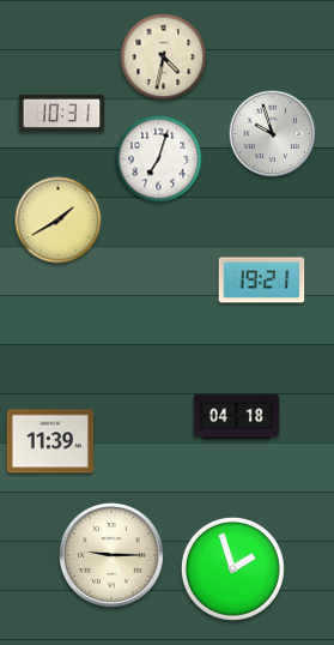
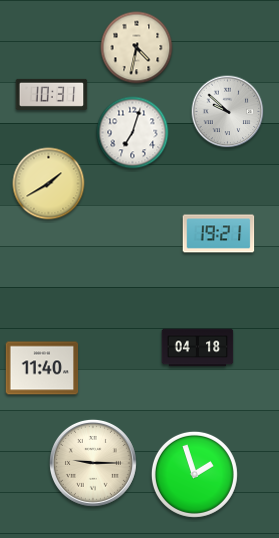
clock at (273, 134): 9:57 -> 9:52
clock at (50, 441): 11:39 -> 11:40
